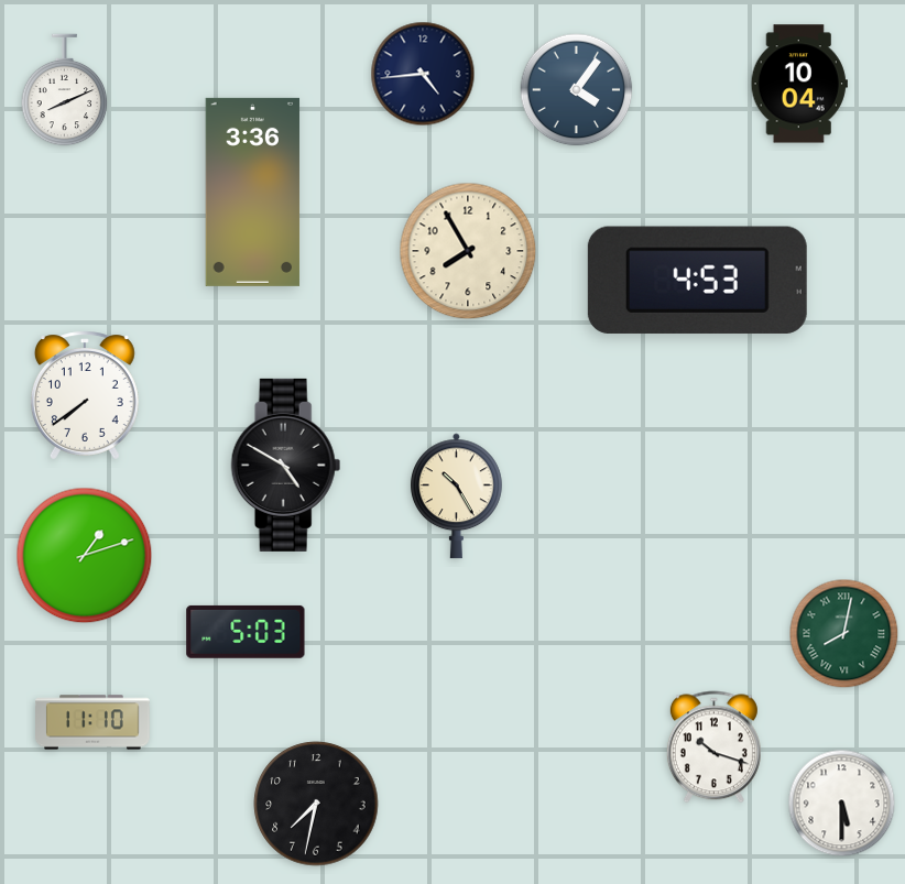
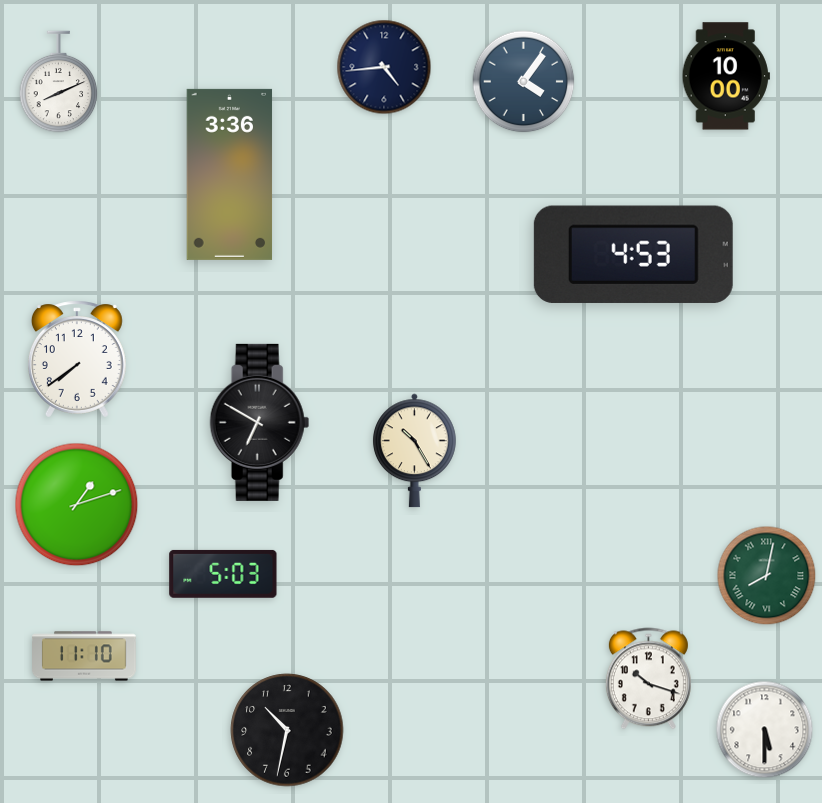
clock at (799, 84): 10:04 -> 10:00
clock at (468, 251): 7:55 -> none
clock at (286, 465): 4:50 -> 6:50
clock at (316, 804): 7:32 -> 10:32
